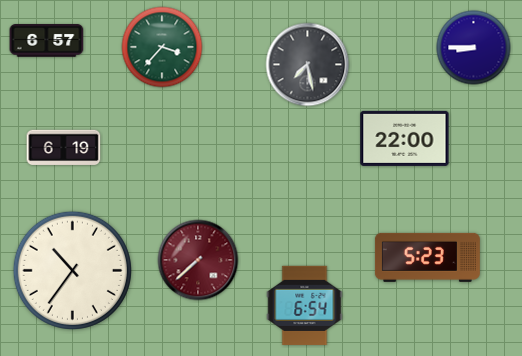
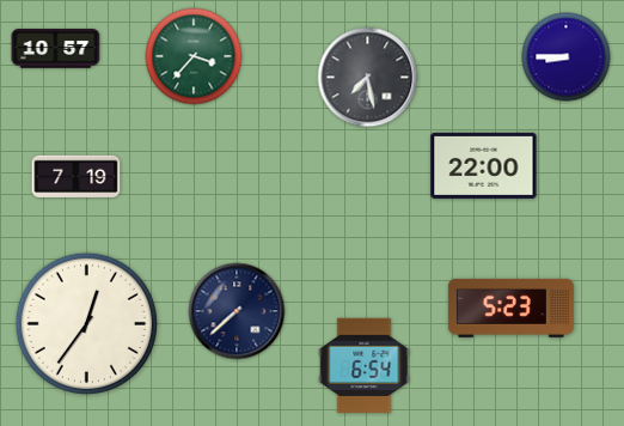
clock at (47, 41): 6:57 -> 10:57
clock at (64, 148): 6:19 -> 7:19
clock at (198, 260) dial: burgundy -> navy
clock at (72, 270): 10:36 -> 12:36
